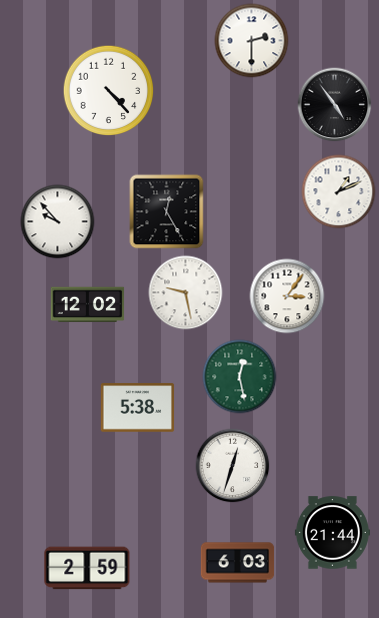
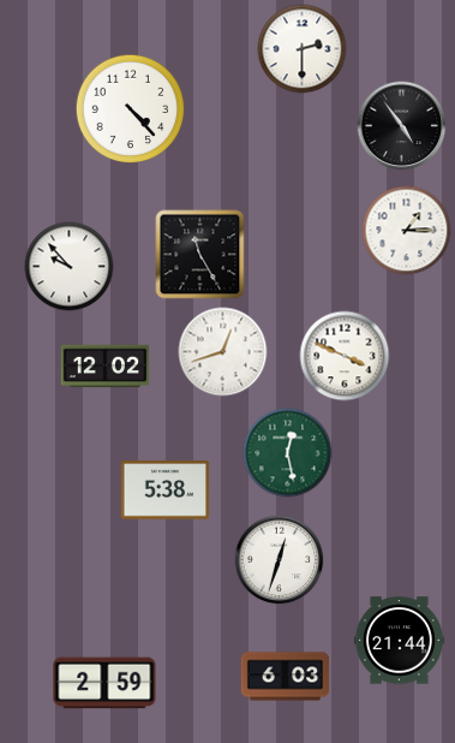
clock at (339, 192): 1:11 -> 1:15
clock at (167, 212): 12:25 -> 11:25
clock at (186, 293): 9:28 -> 12:42
clock at (287, 296): 3:06 -> 3:49
